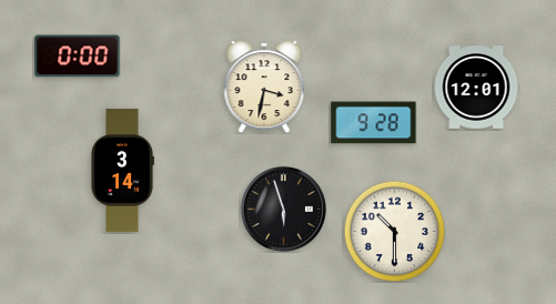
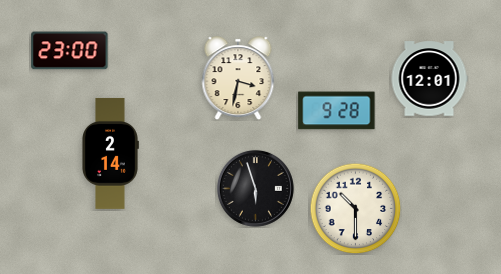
clock at (78, 57): 0:00 -> 23:00
clock at (122, 170): 3:14 -> 2:14
